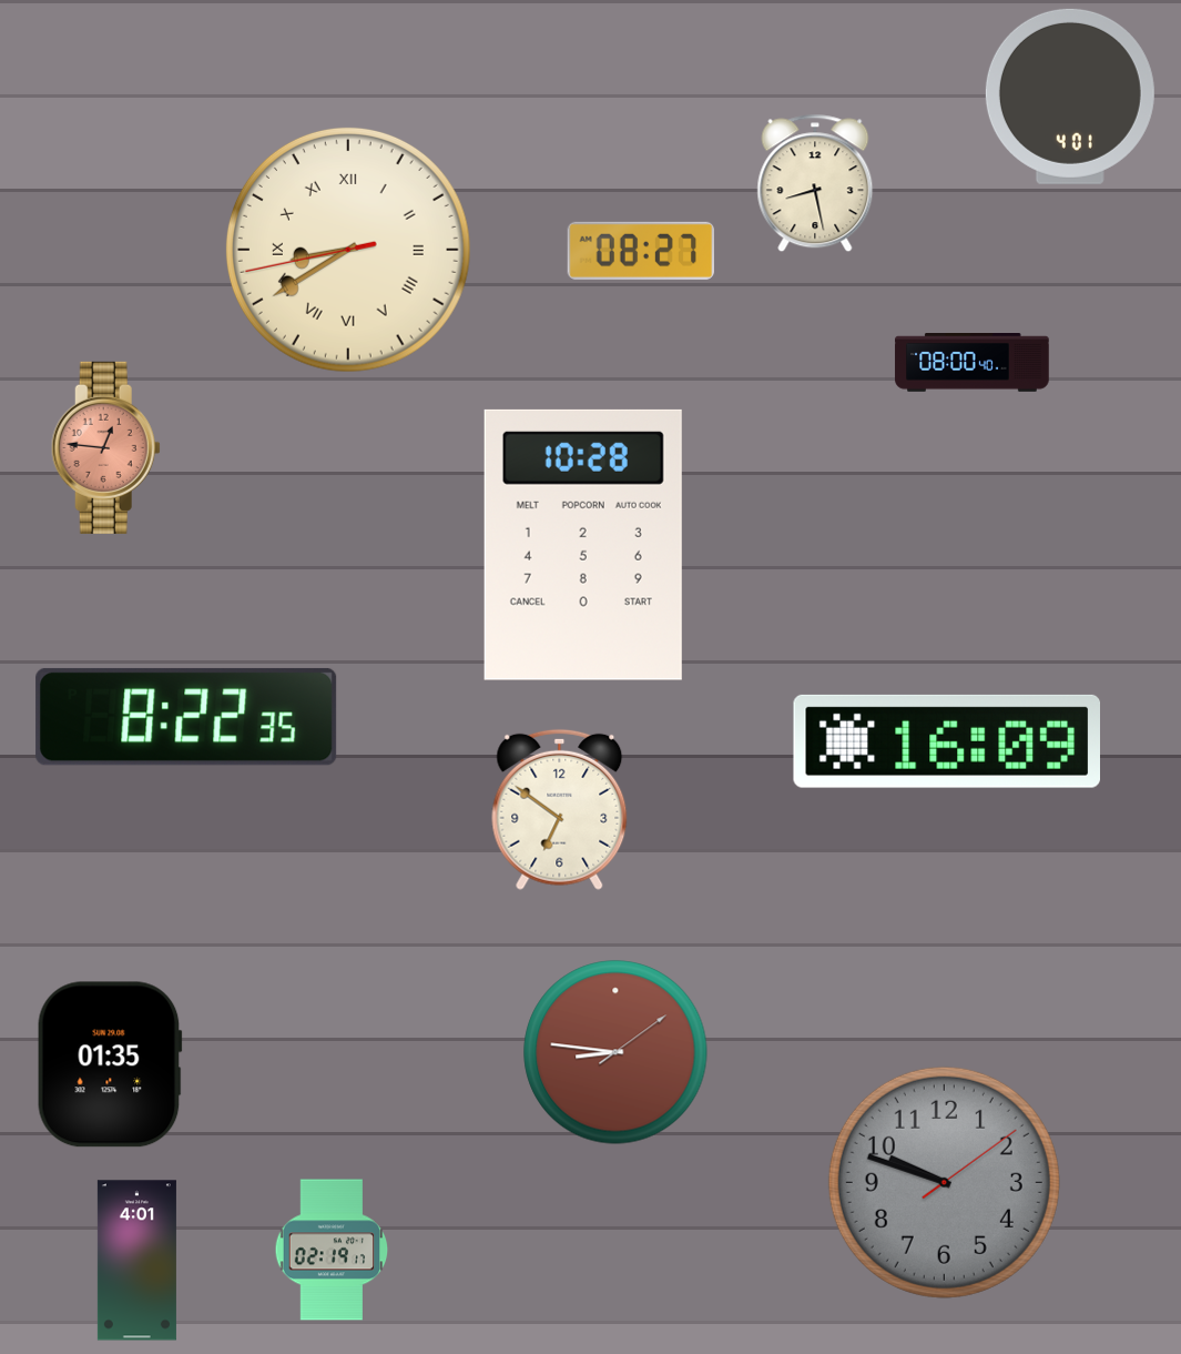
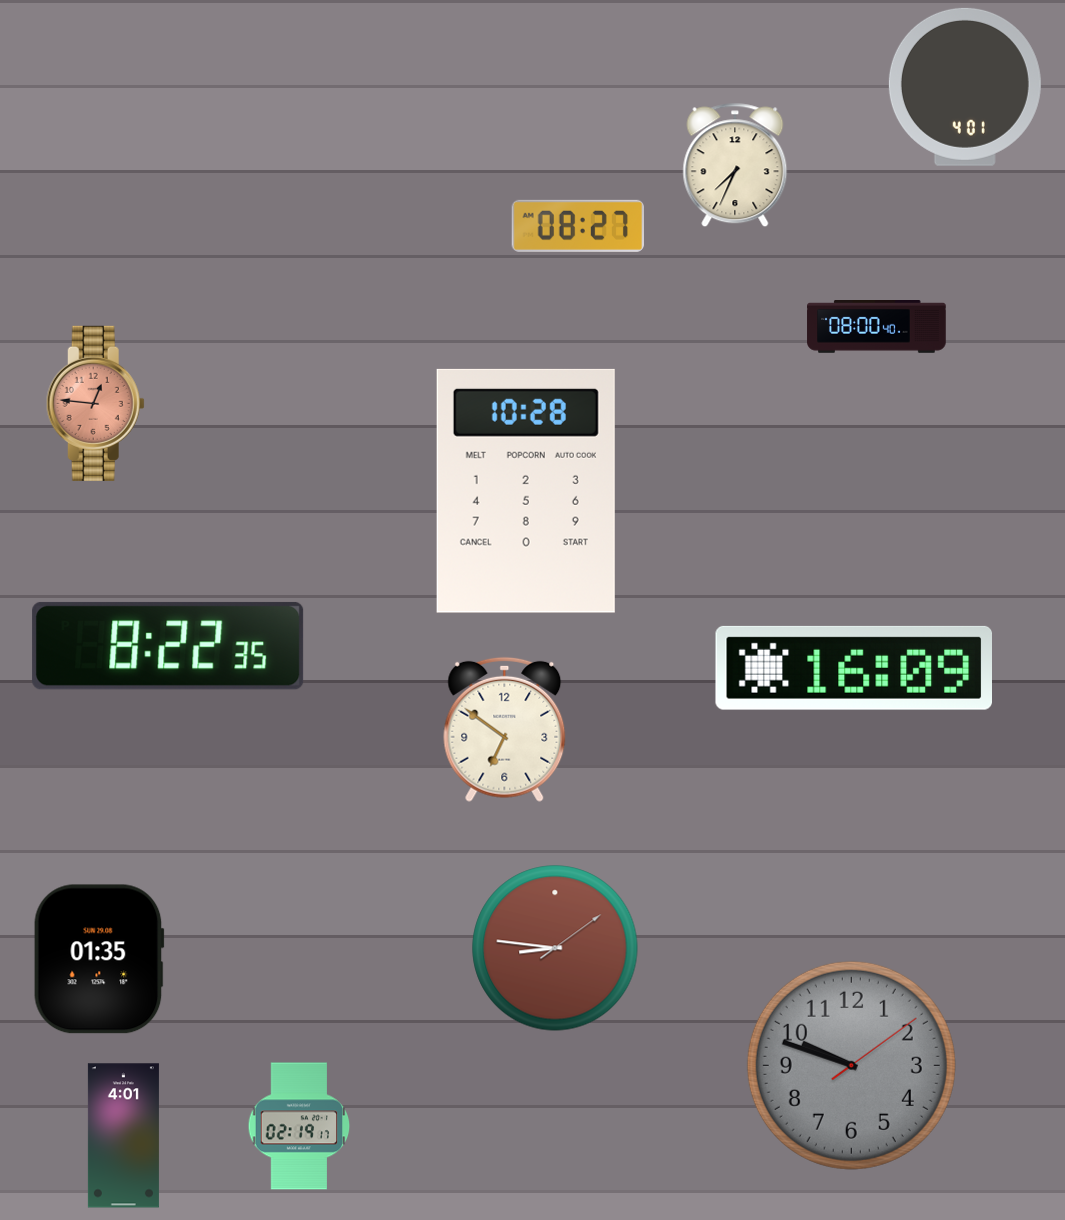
clock at (815, 183): 8:28 -> 7:34
clock at (348, 250): 8:39 -> none
